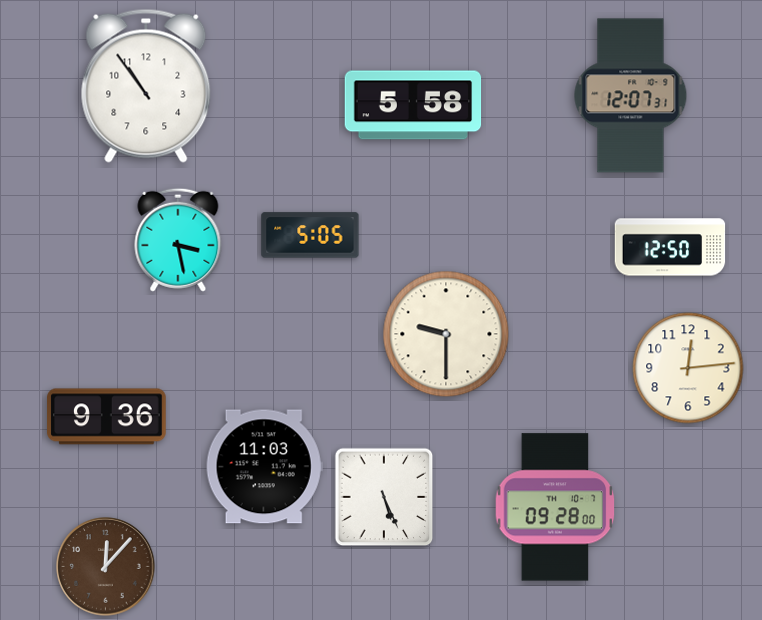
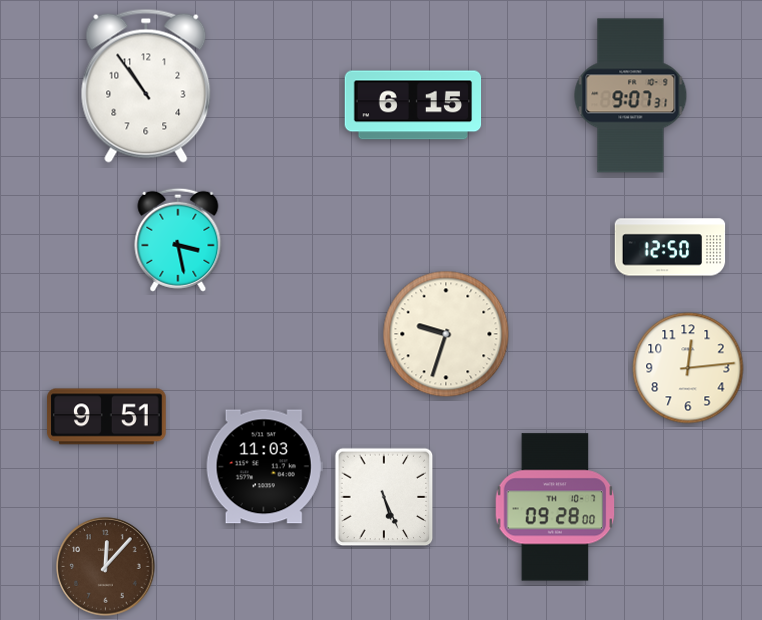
clock at (631, 96): 12:07 -> 9:07
clock at (413, 105): 5:58 -> 6:15
clock at (310, 235): 5:05 -> none
clock at (446, 334): 9:30 -> 9:33
clock at (107, 417): 9:36 -> 9:51
